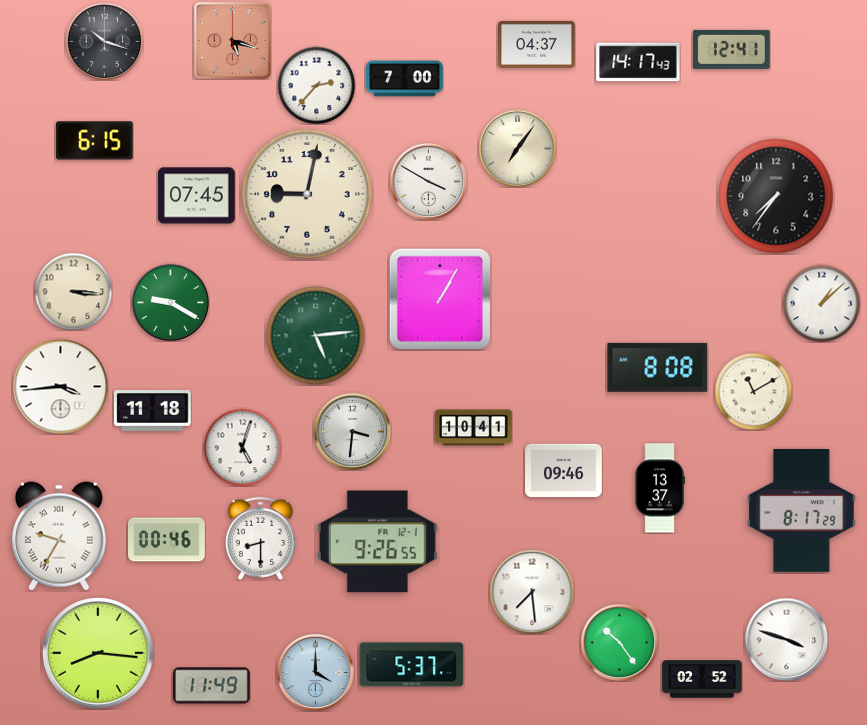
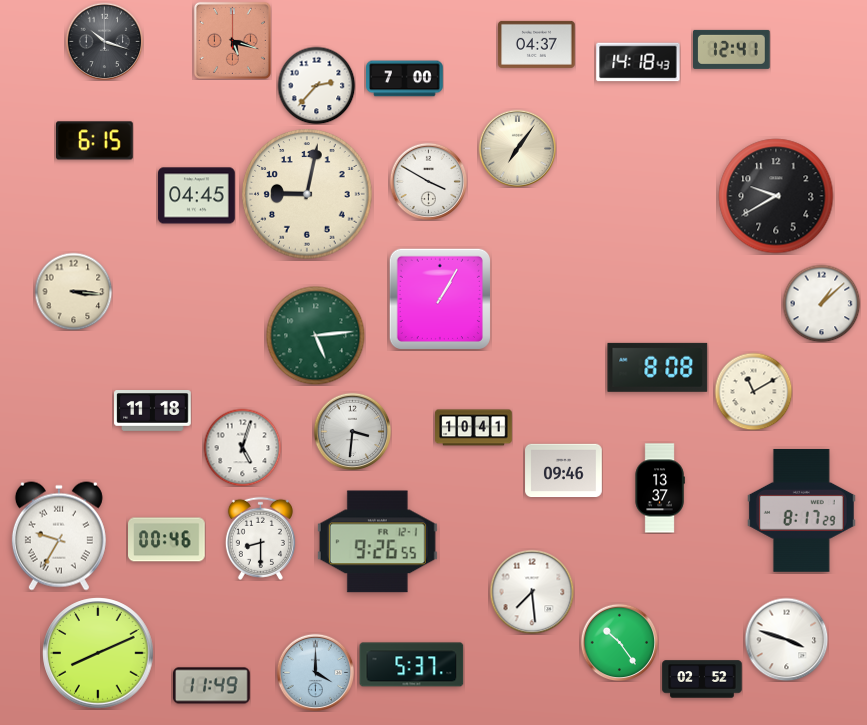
clock at (638, 62): 14:17 -> 14:18
clock at (197, 196): 07:45 -> 04:45
clock at (776, 196): 7:36 -> 9:40
clock at (170, 302): 9:20 -> none
clock at (60, 386): 3:44 -> none
clock at (98, 653): 8:16 -> 8:11
